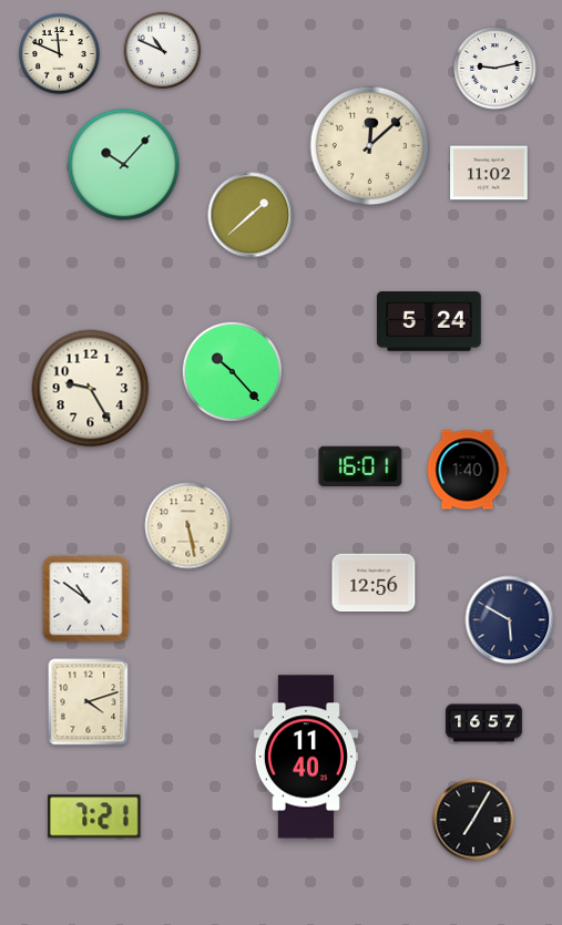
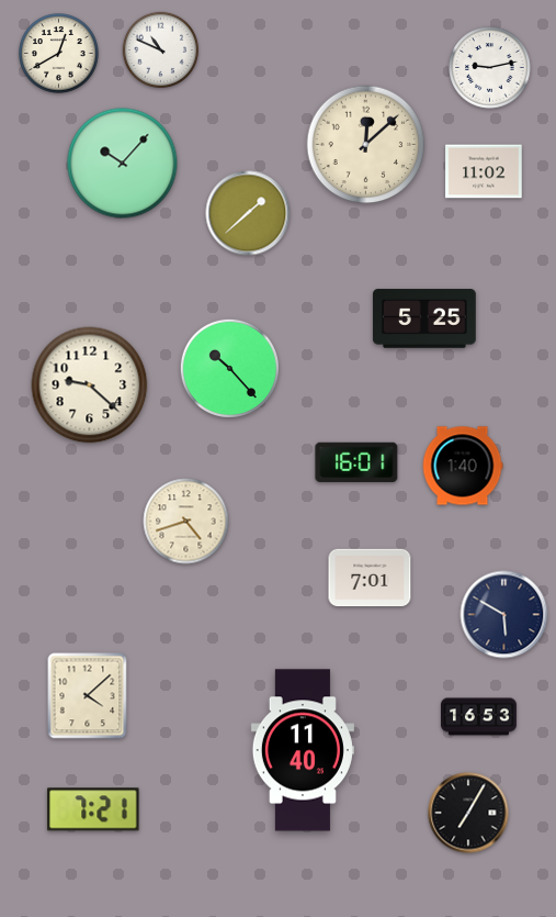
clock at (60, 54): 11:49 -> 12:40
clock at (429, 321): 5:24 -> 5:25
clock at (91, 389): 9:25 -> 9:22
clock at (188, 526): 5:28 -> 4:42
clock at (374, 583): 12:56 -> 7:01
clock at (86, 599): 10:51 -> none
clock at (89, 702): 4:12 -> 4:08
clock at (484, 723): 16:57 -> 16:53
